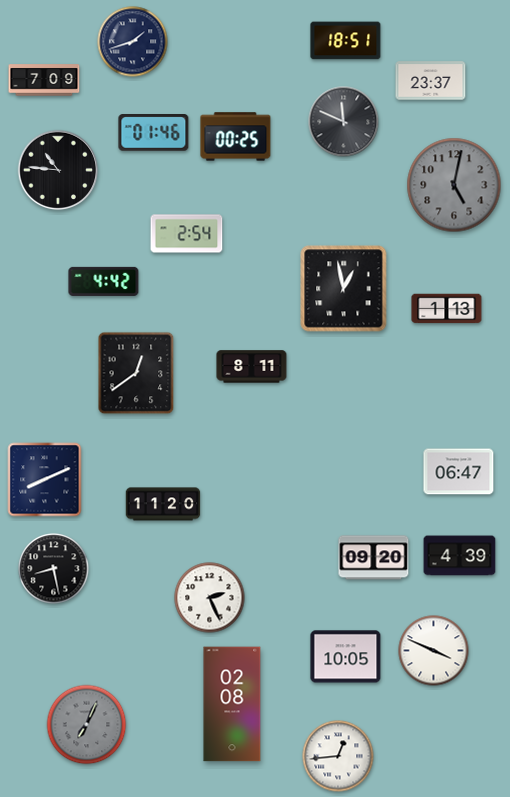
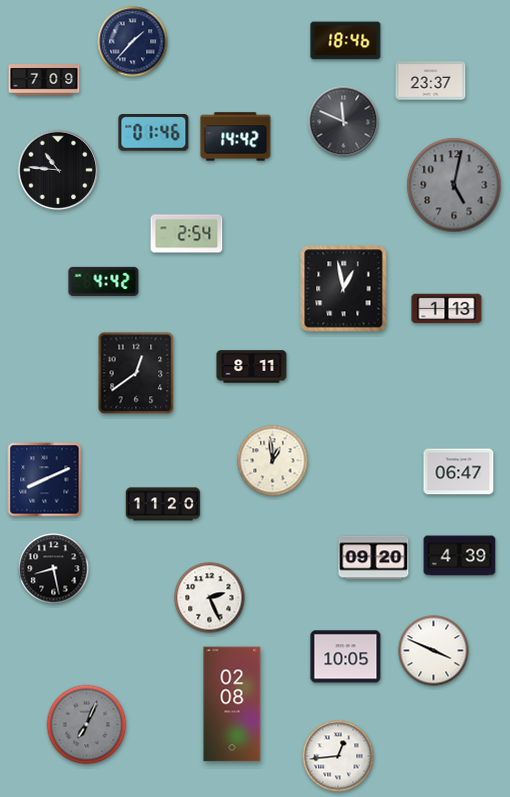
clock at (346, 41): 18:51 -> 18:46
clock at (133, 42): 1:42 -> 1:37
clock at (236, 137): 00:25 -> 14:42
clock at (273, 461): none -> 12:59
